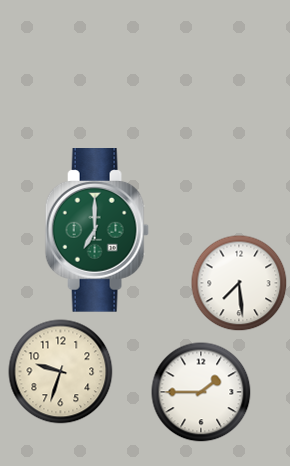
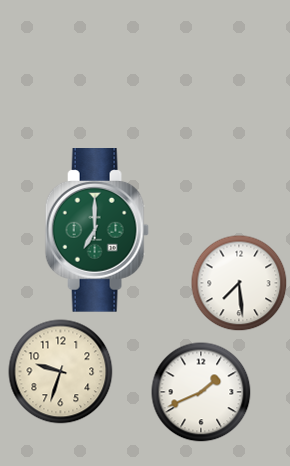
clock at (201, 392): 1:45 -> 1:41
